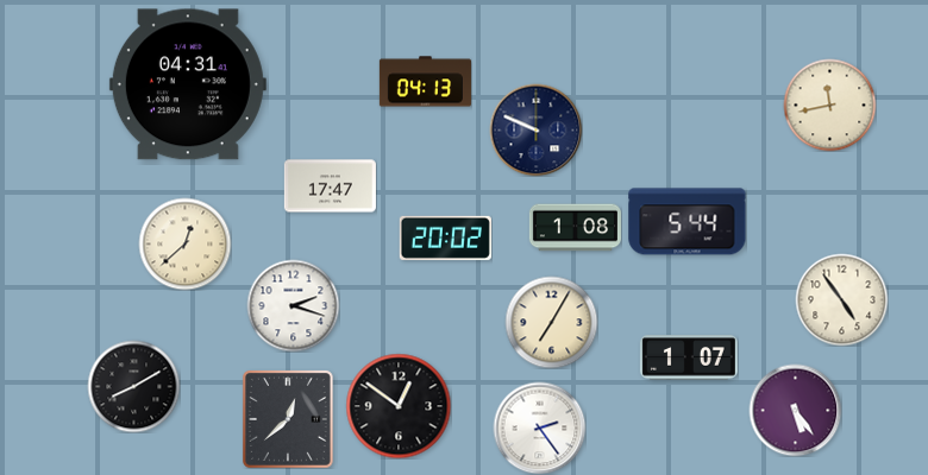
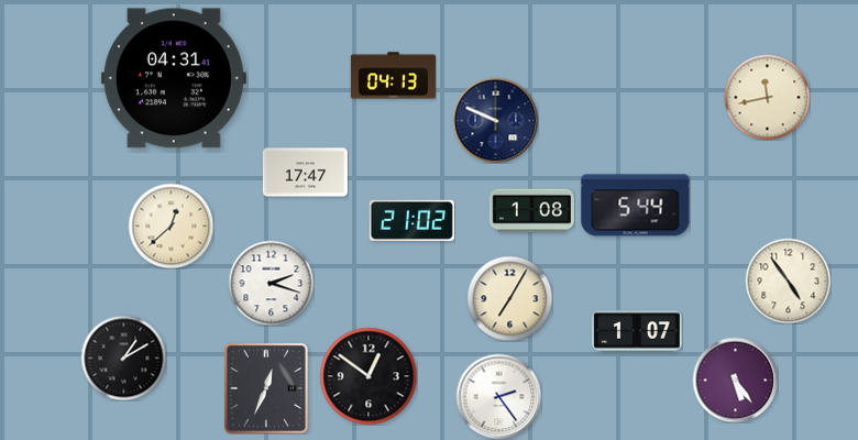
clock at (445, 237): 20:02 -> 21:02
clock at (841, 299) position: (841, 299) -> (788, 280)
clock at (133, 386): 8:10 -> 1:10
clock at (288, 419): 12:38 -> 12:34
